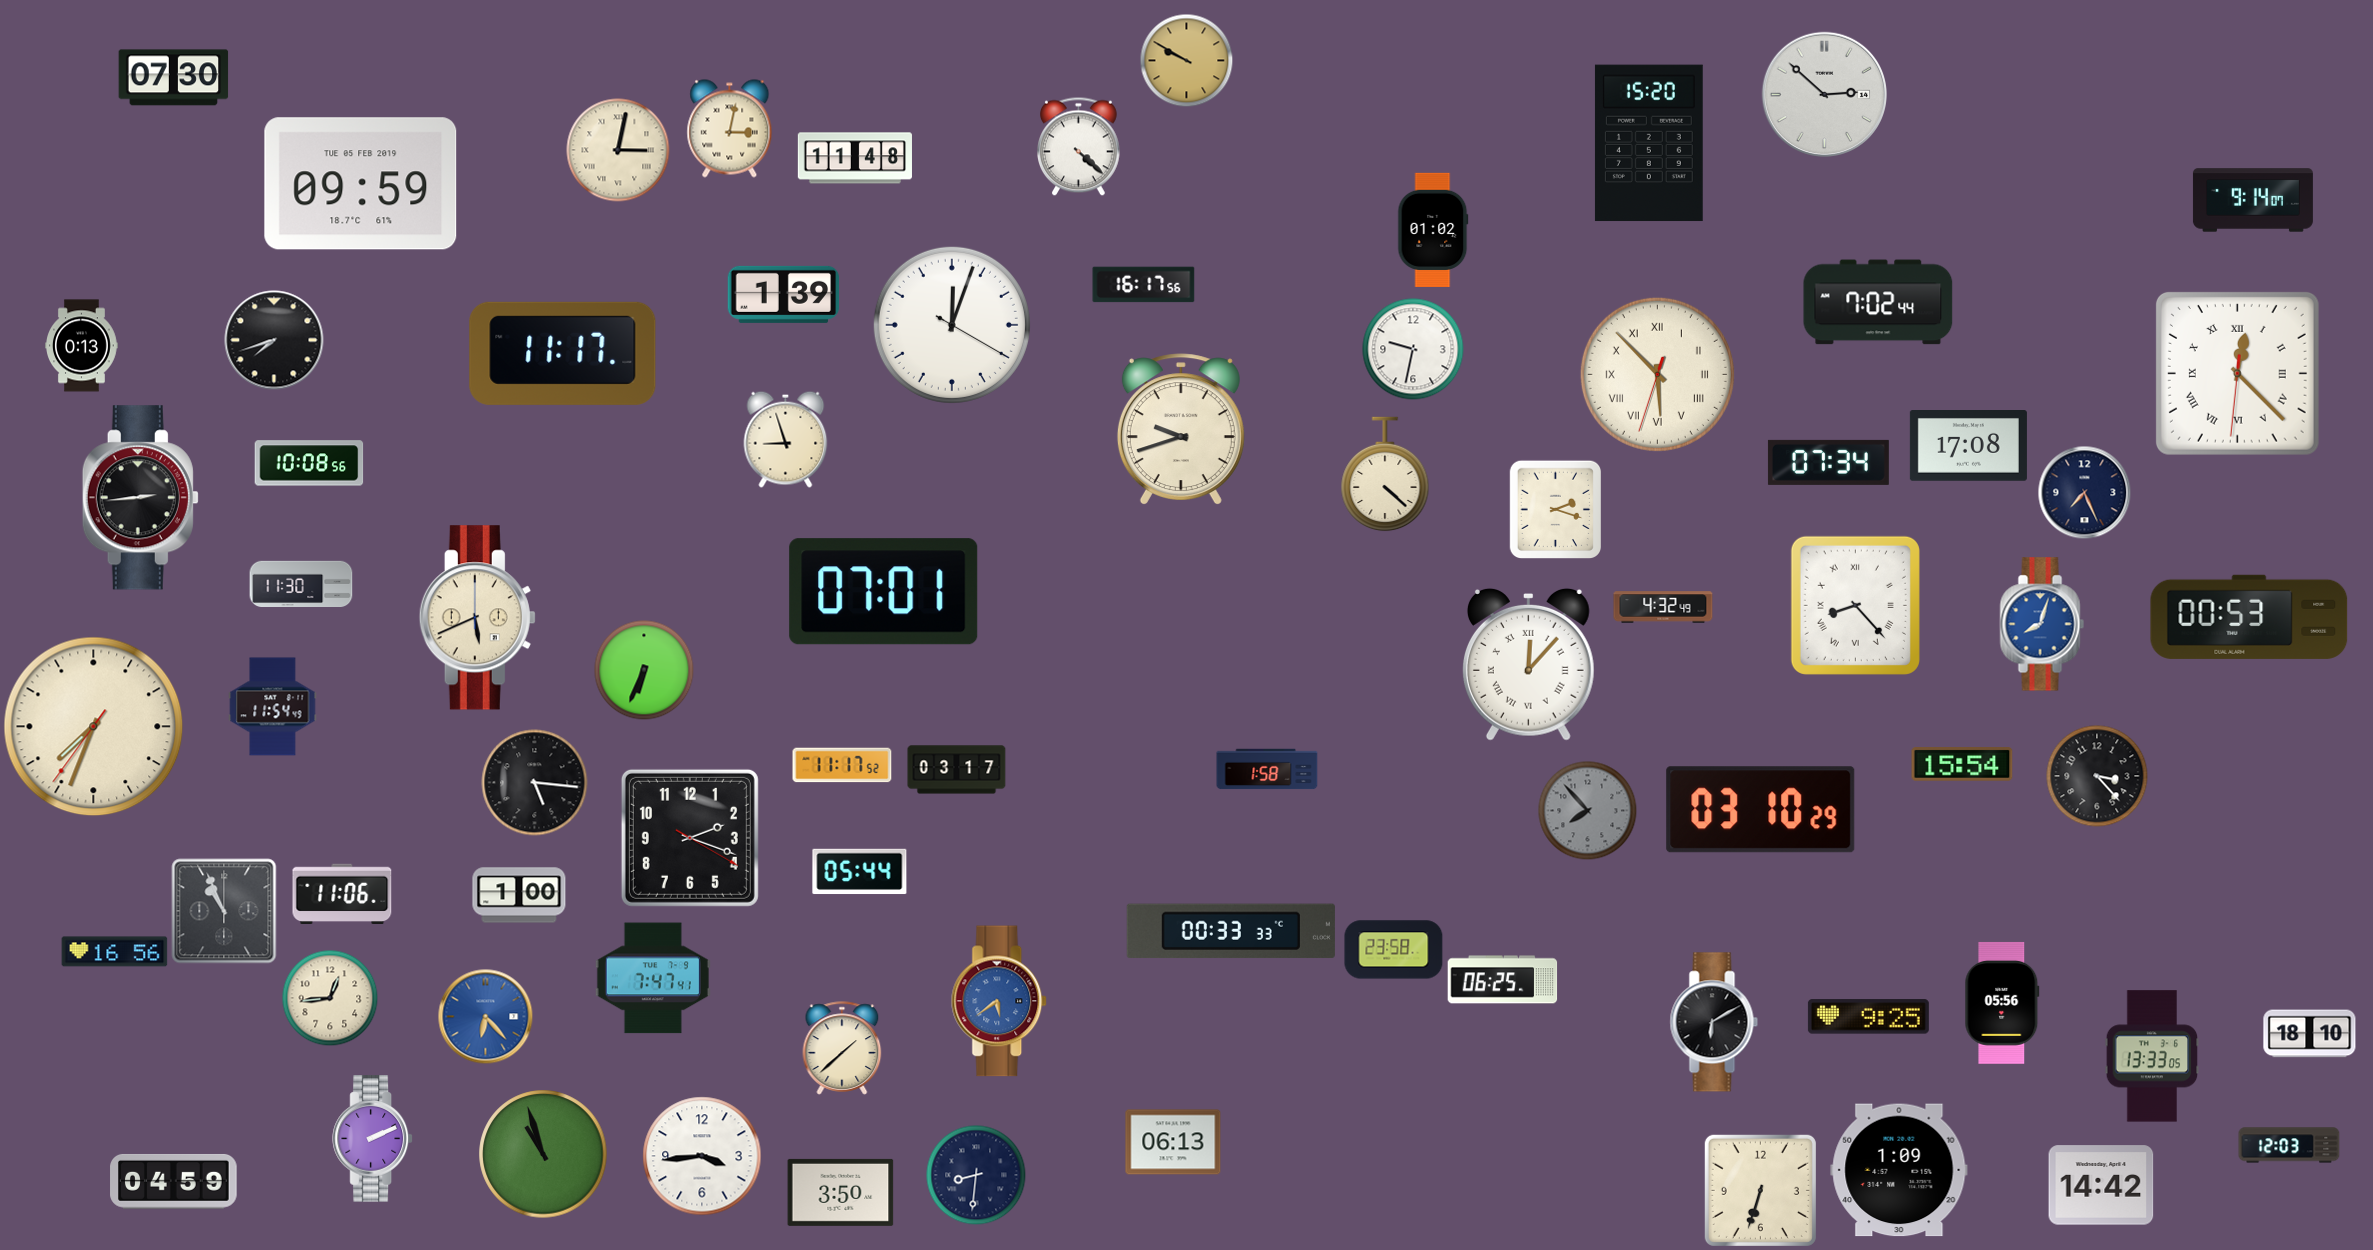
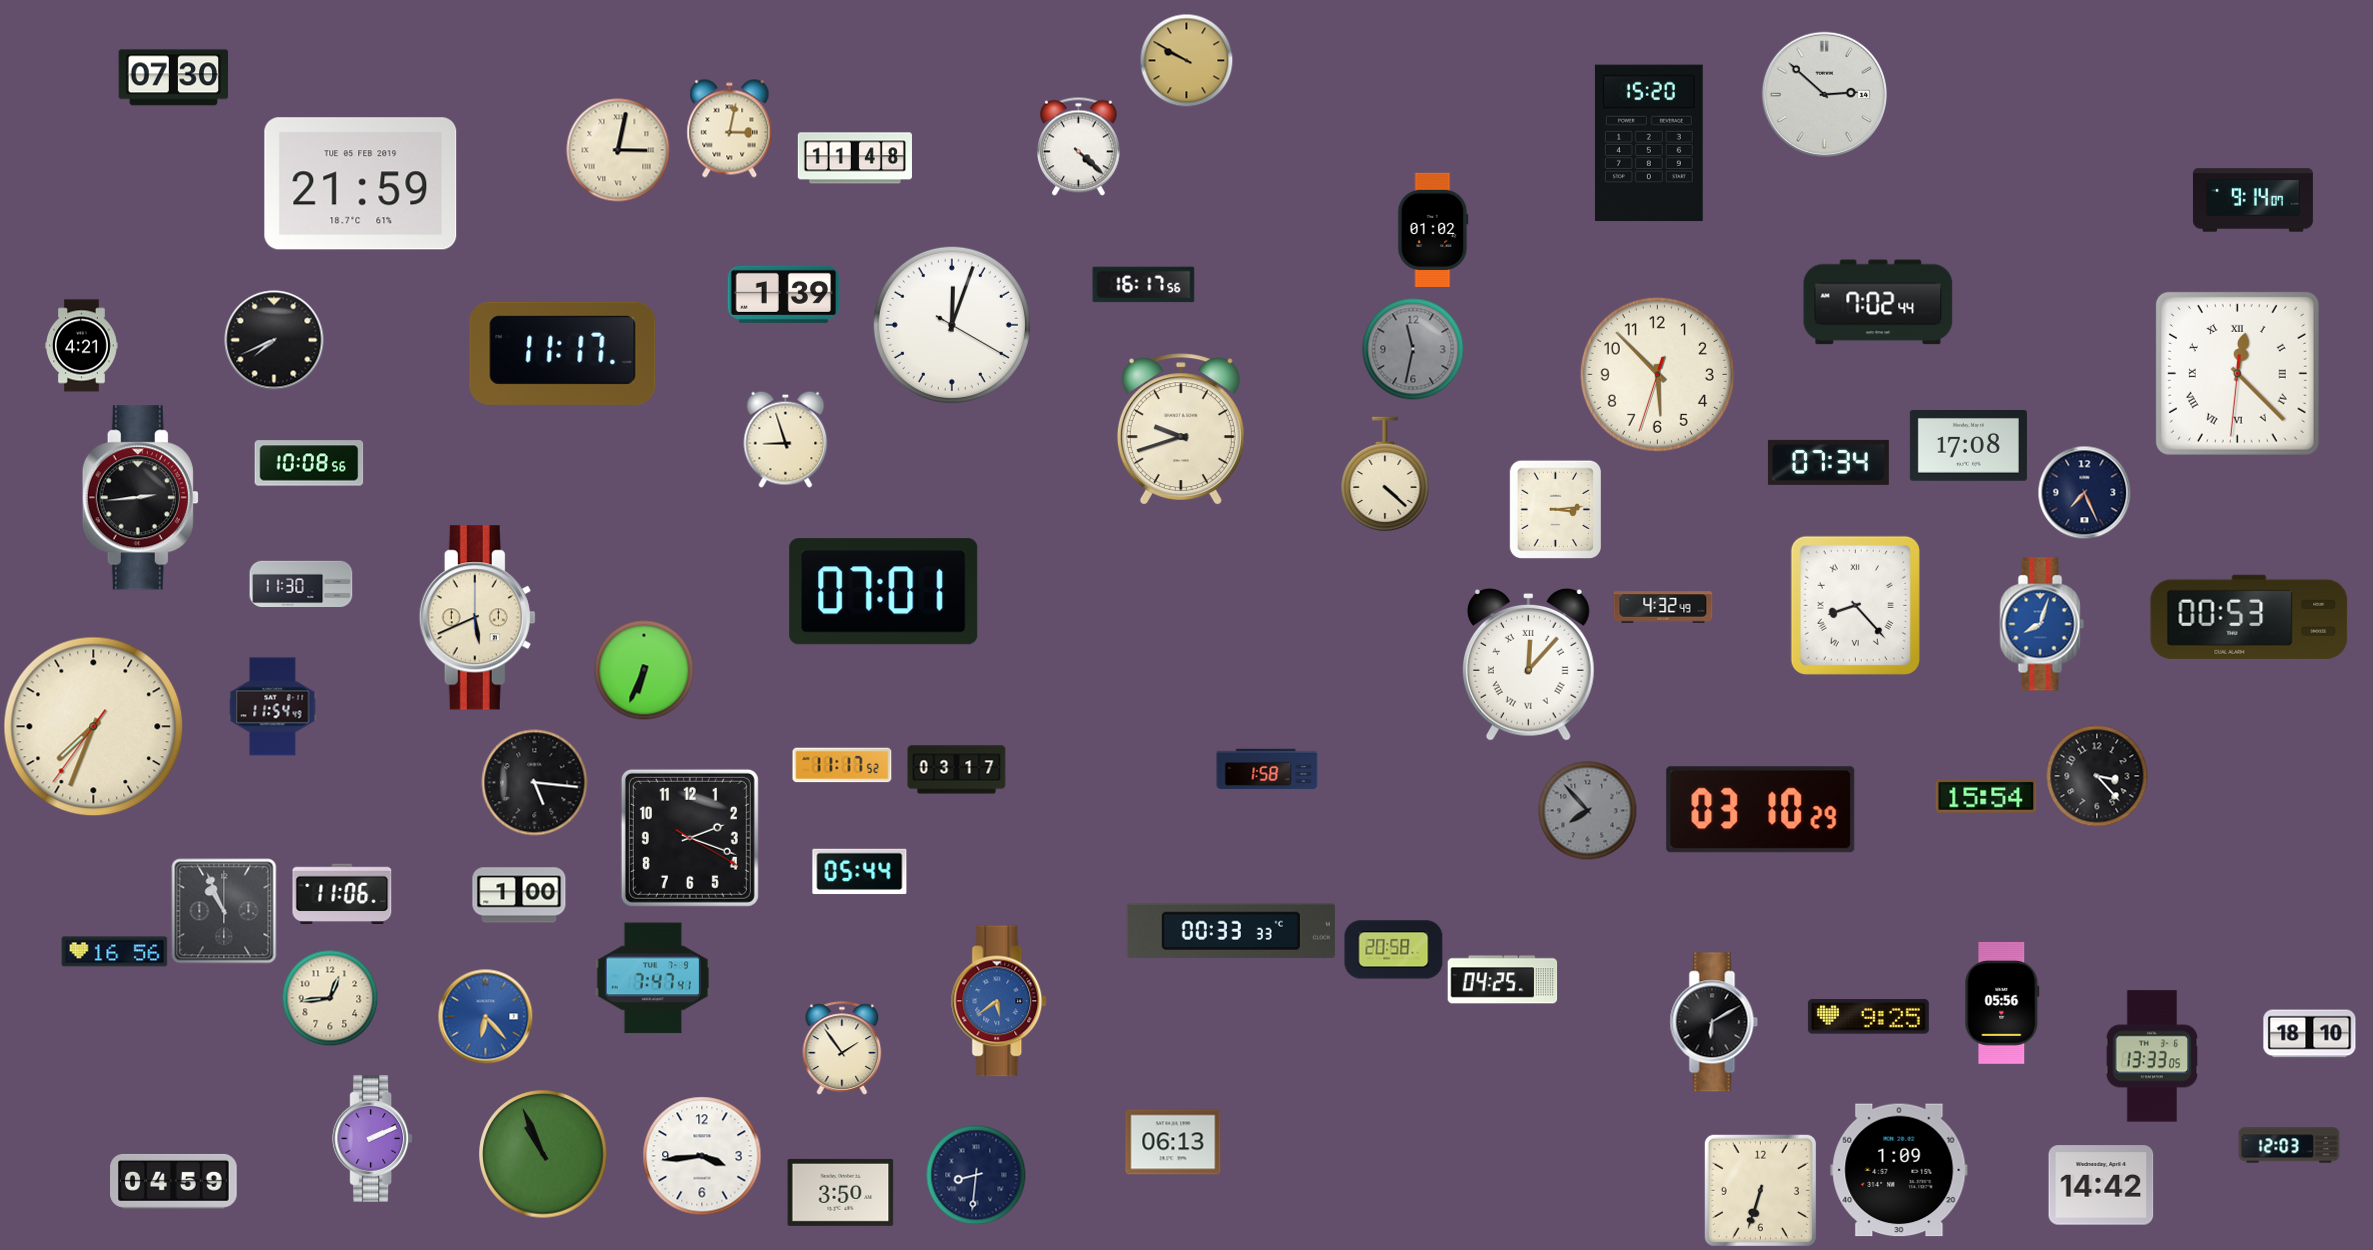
clock at (361, 184): 09:59 -> 21:59
clock at (274, 340): 7:42 -> 7:41
clock at (82, 346): 0:13 -> 4:21
clock at (1413, 349): 9:32 -> 11:32
clock at (1413, 349) dial: white -> grey
clock at (1657, 374) numerals: Roman -> Arabic
clock at (1555, 509): 2:18 -> 3:14
clock at (1962, 764) position: (1962, 764) -> (1986, 796)
clock at (1394, 950): 23:58 -> 20:58
clock at (1503, 980): 06:25 -> 04:25
clock at (842, 1048): 1:38 -> 1:54
clock at (543, 1154): 10:57 -> 10:56
